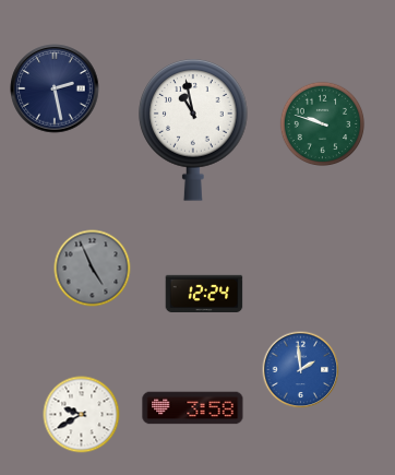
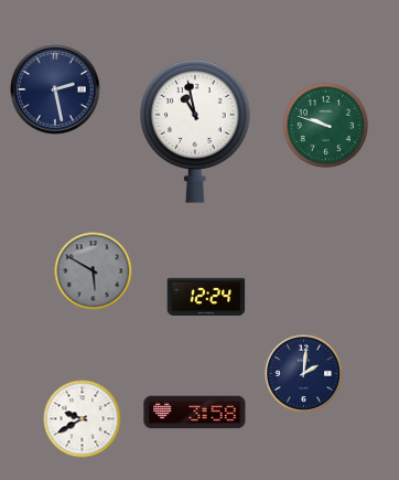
clock at (93, 269): 4:56 -> 5:50
clock at (301, 370): 1:59 -> 2:01
clock at (301, 370) dial: blue -> navy
